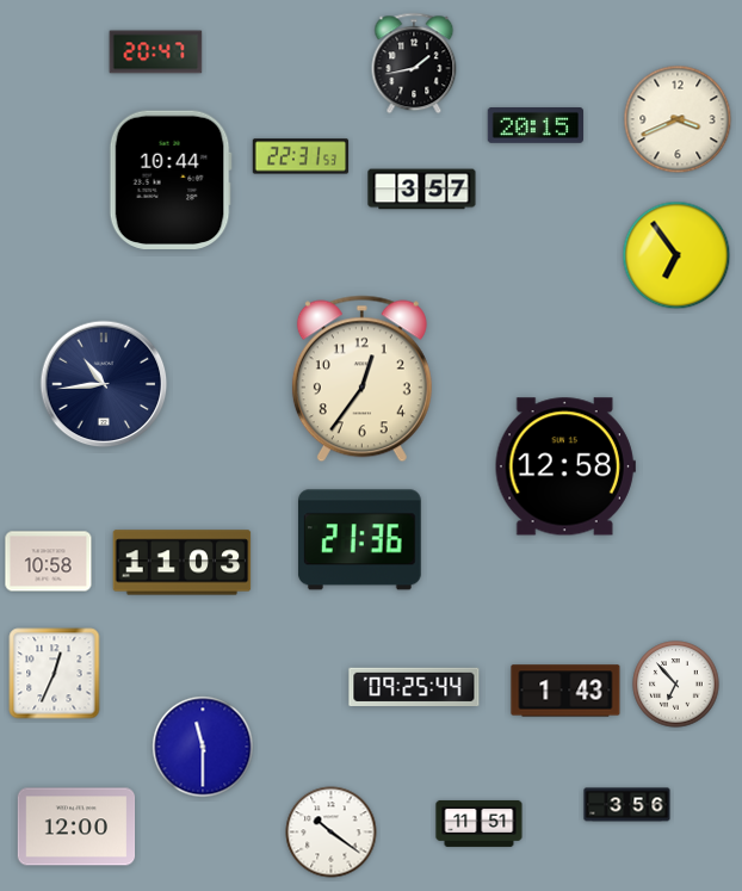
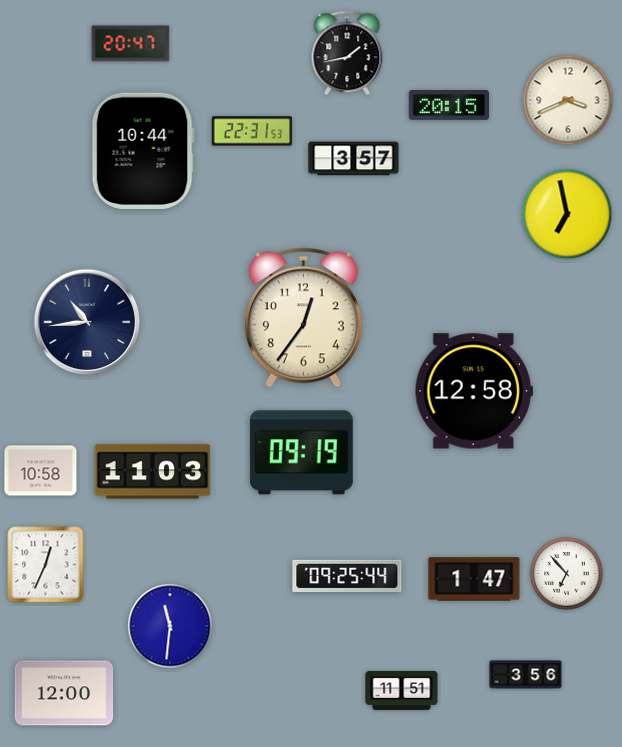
clock at (676, 255): 6:54 -> 6:58
clock at (359, 540): 21:36 -> 09:19
clock at (565, 691): 1:43 -> 1:47
clock at (203, 747): 11:30 -> 11:31
clock at (332, 833): 10:21 -> none
